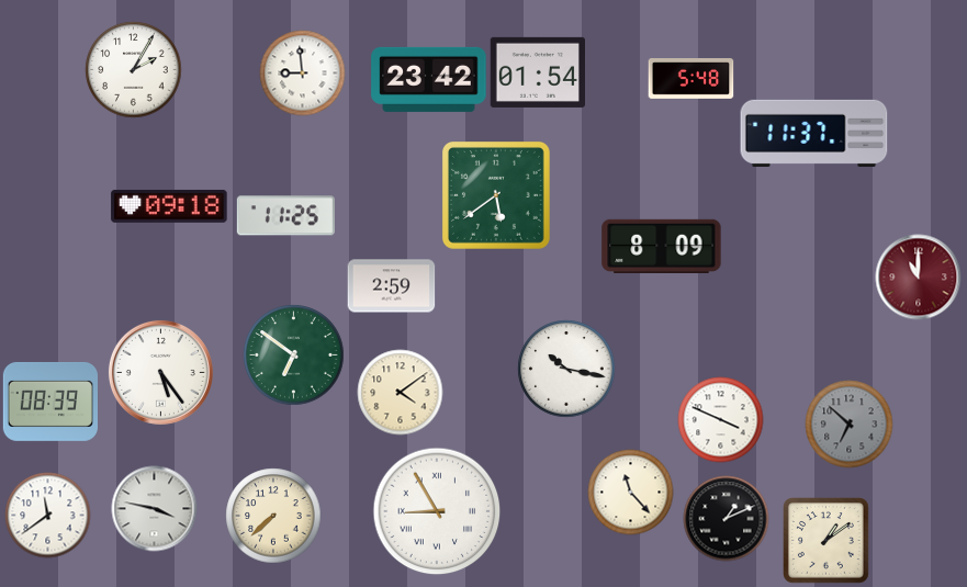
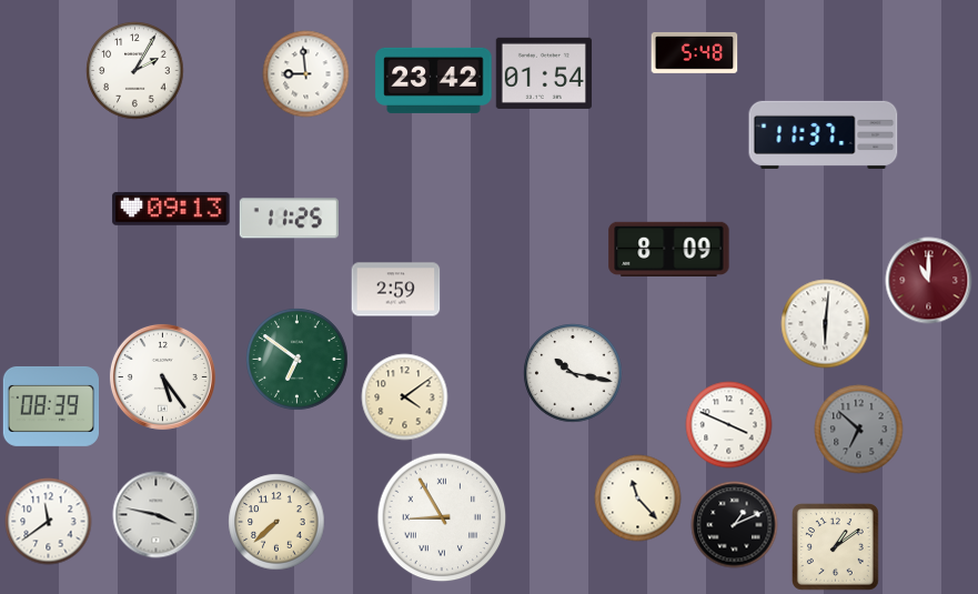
clock at (690, 78) position: (690, 78) -> (694, 52)
clock at (496, 195): 5:39 -> none
clock at (169, 206): 09:18 -> 09:13
clock at (825, 323): none -> 6:01
